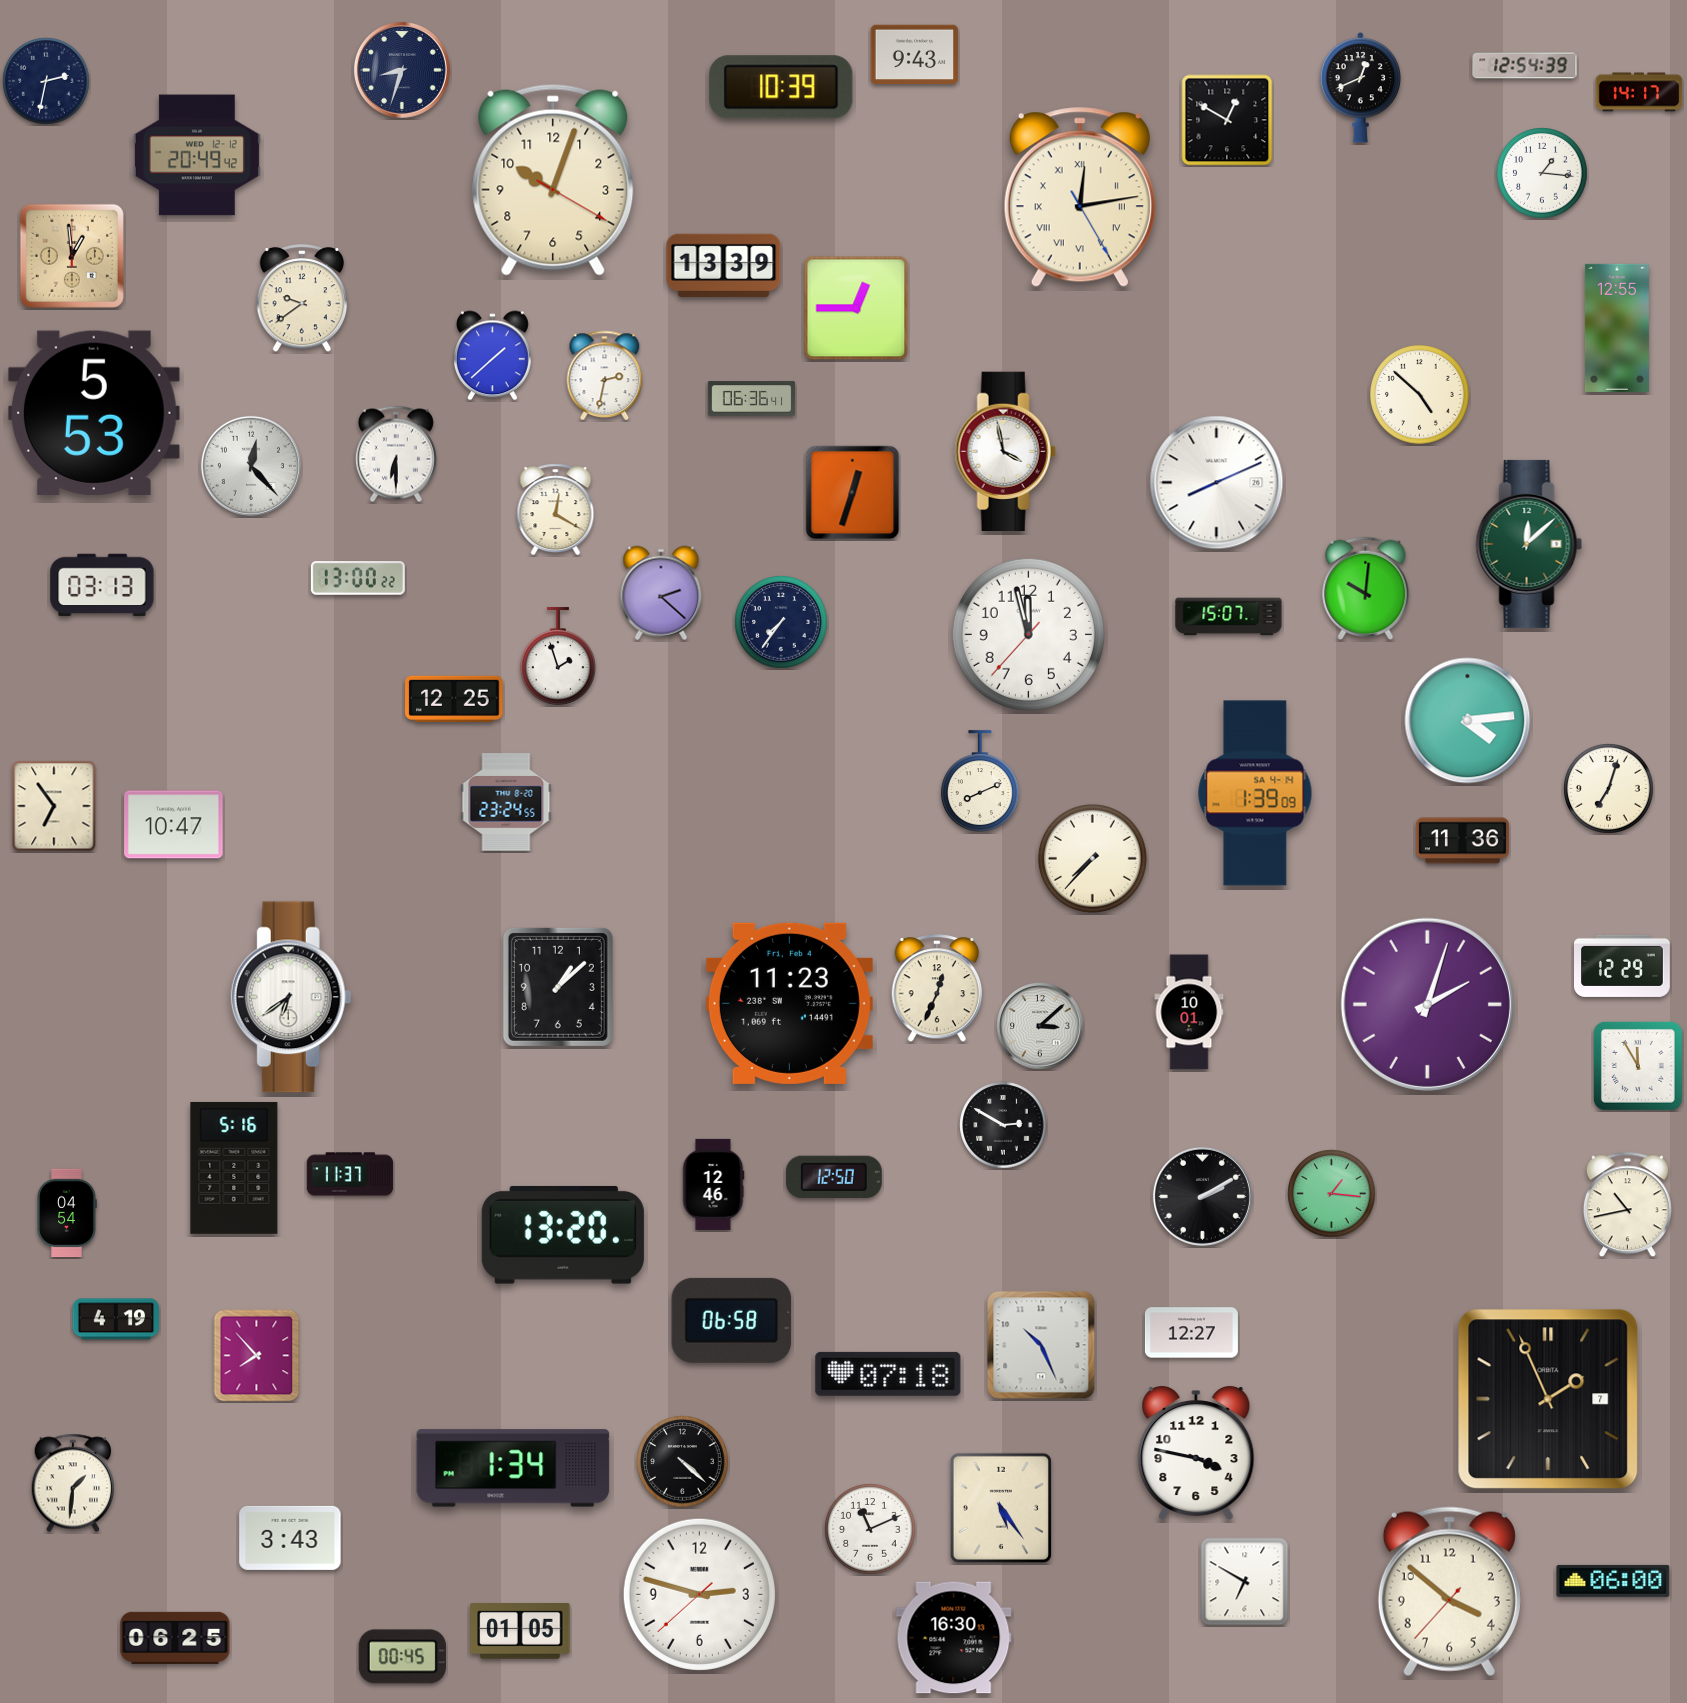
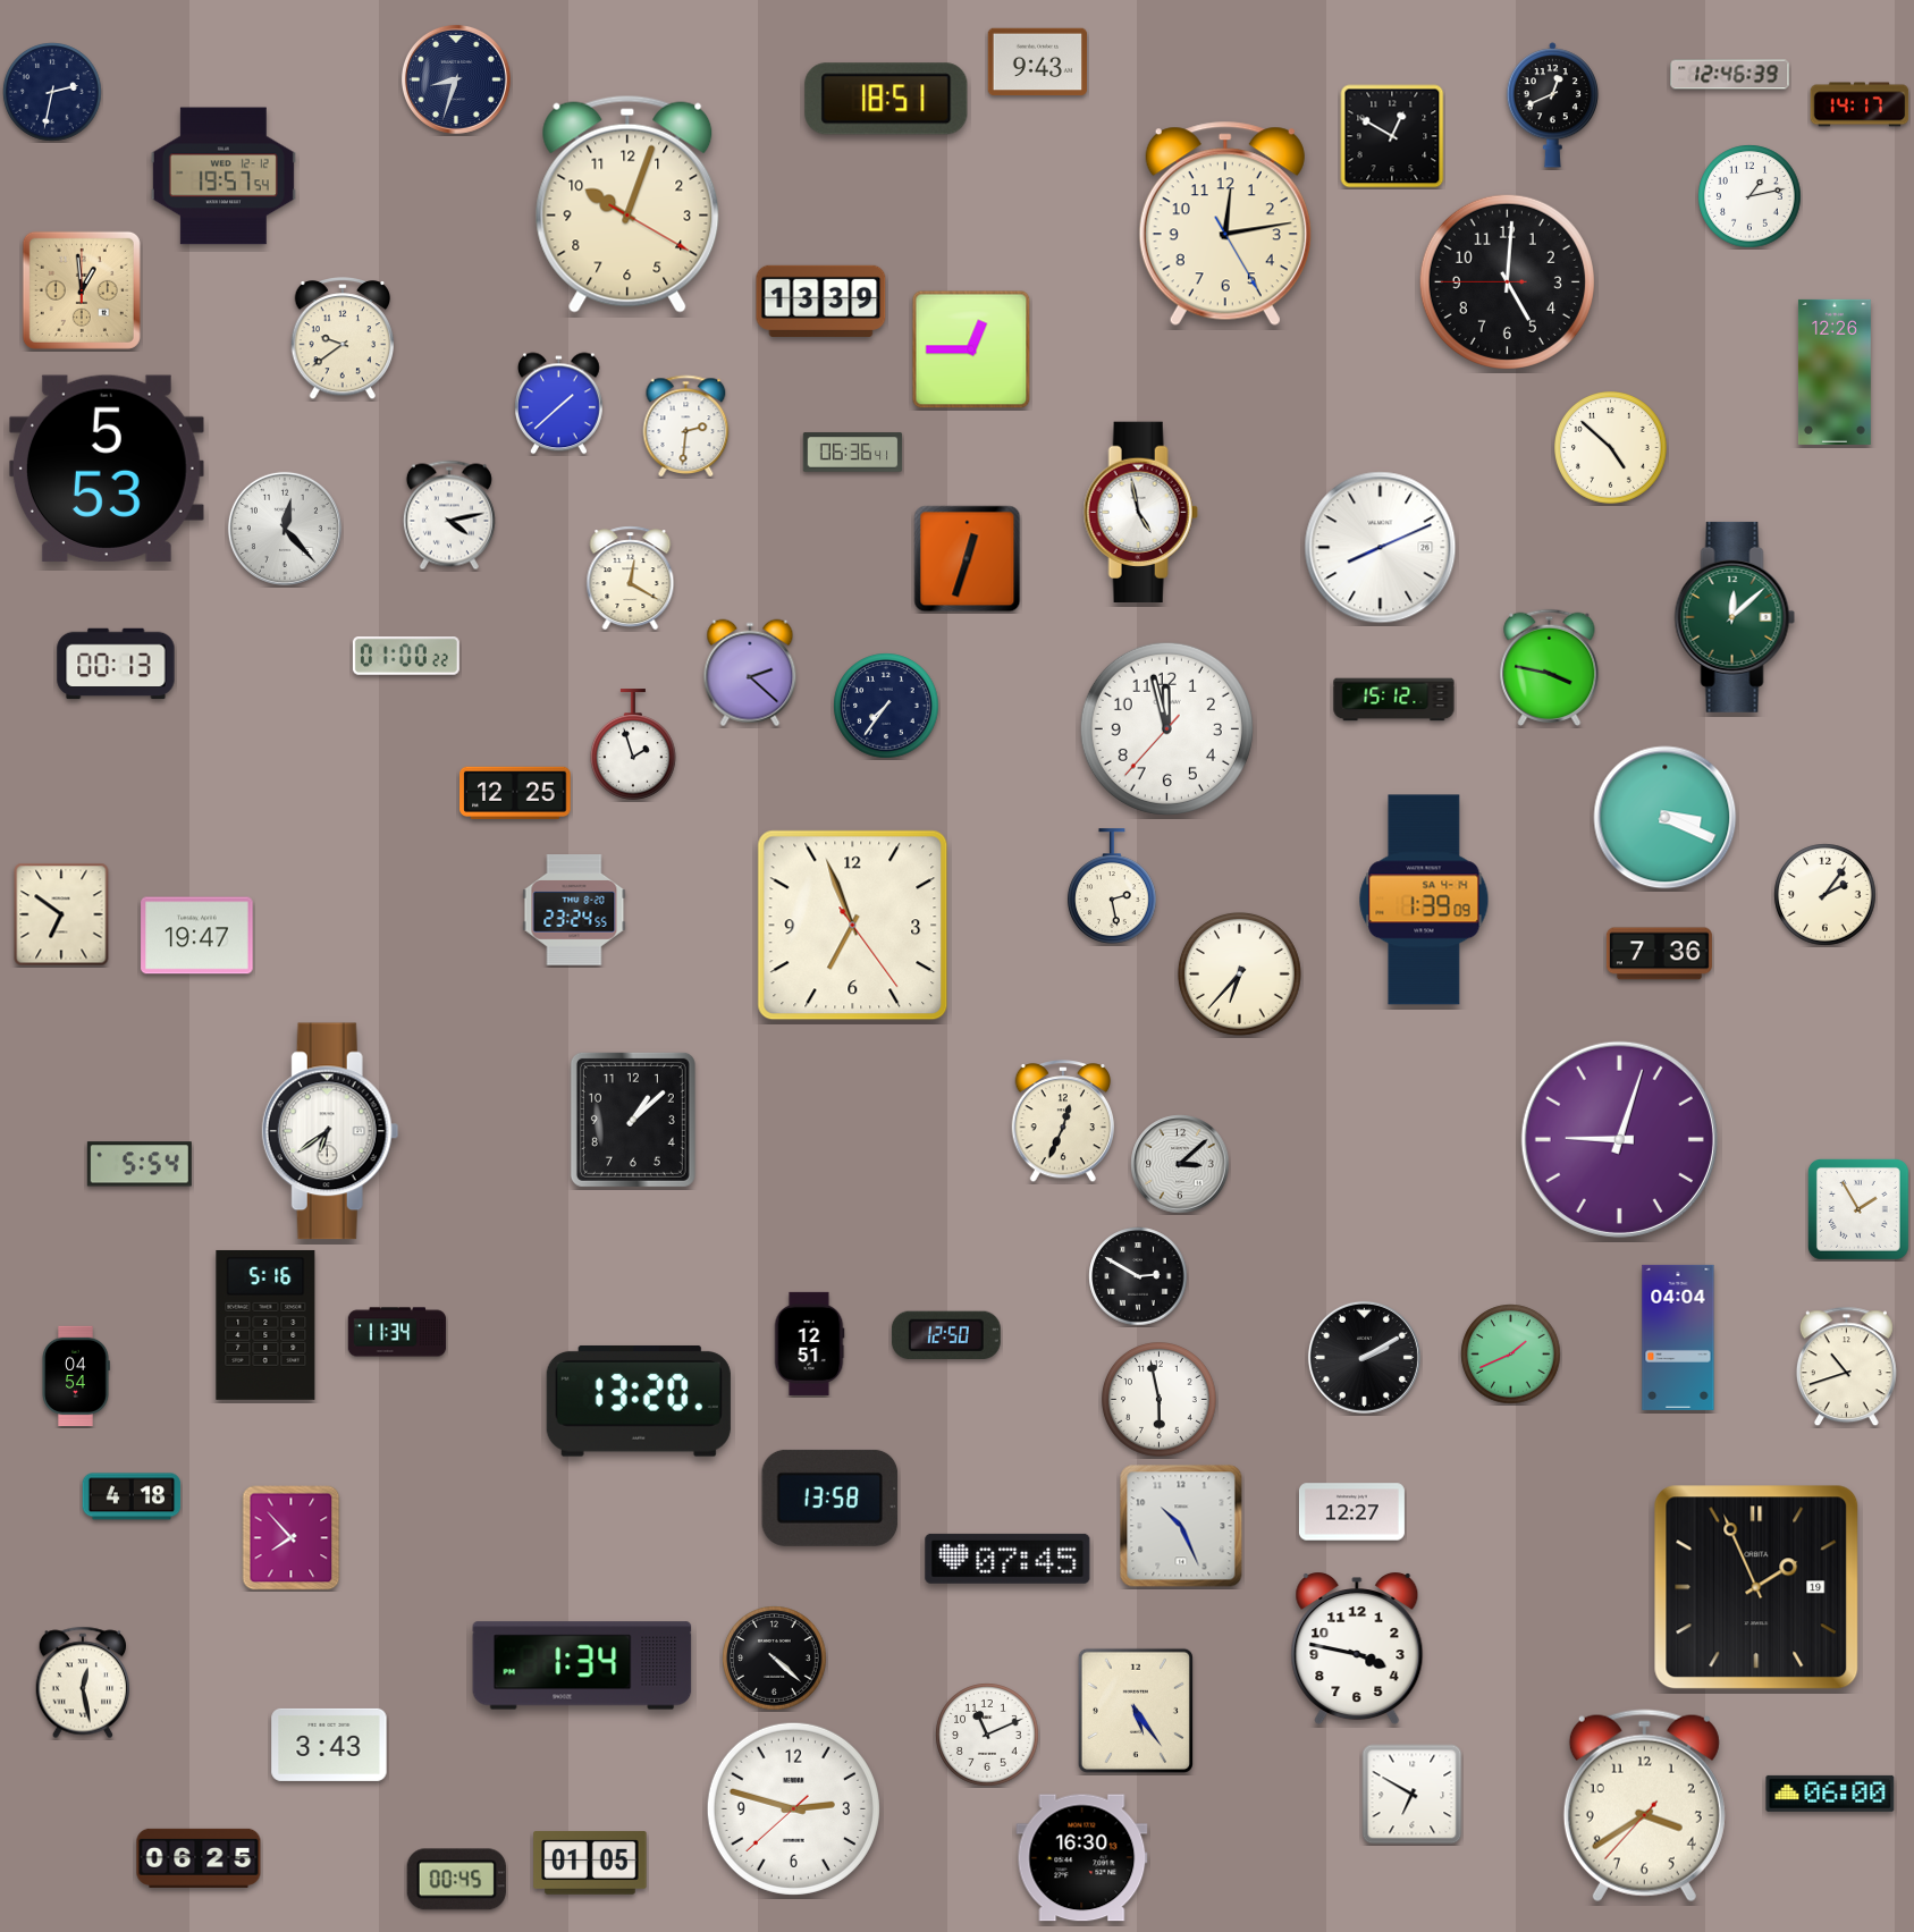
clock at (1525, 66): 12:54 -> 12:46
clock at (781, 87): 10:39 -> 18:51
clock at (1360, 88) position: (1360, 88) -> (1552, 106)
clock at (197, 155): 20:49 -> 19:57
clock at (1542, 173): 1:16 -> 1:13
clock at (1080, 197) numerals: Roman -> Arabic
clock at (1507, 281): none -> 5:00
clock at (1617, 328): 12:55 -> 12:26
clock at (605, 375): 2:32 -> 2:31
clock at (1005, 451): 3:58 -> 4:58
clock at (396, 454): 6:30 -> 4:13
clock at (358, 579): 13:00 -> 01:00
clock at (102, 585): 03:13 -> 00:13
clock at (1366, 588): 10:01 -> 3:47
clock at (1229, 617): 15:07 -> 15:12
clock at (1028, 634) position: (1028, 634) -> (1166, 728)
clock at (1468, 721): 4:14 -> 3:19
clock at (980, 781): 8:11 -> 2:28
clock at (1609, 789): 7:03 -> 2:06
clock at (54, 806): 6:54 -> 6:51
clock at (853, 926): none -> 6:56
clock at (174, 825): 10:47 -> 19:47
clock at (1462, 841): 11:36 -> 7:36
clock at (1092, 858): 7:37 -> 6:37
clock at (1623, 966): 12:29 -> none
clock at (789, 1003): 11:23 -> none
clock at (1427, 1004): 2:03 -> 9:03
clock at (1189, 1012): 10:01 -> none
clock at (140, 1164): none -> 5:54
clock at (1638, 1066): 11:55 -> 1:55
clock at (350, 1174): 11:37 -> 11:34
clock at (1678, 1338): none -> 04:04
clock at (713, 1184): 12:46 -> 12:51
clock at (1332, 1194): 1:16 -> 1:41
clock at (1627, 1205): 10:43 -> 10:42
clock at (1160, 1400): none -> 5:58
clock at (116, 1319): 4:19 -> 4:18
clock at (732, 1320): 06:58 -> 13:58
clock at (888, 1374): 07:18 -> 07:45
clock at (1548, 1399) date: 7 -> 19
clock at (73, 1483): 1:31 -> 12:28
clock at (1449, 1592): 3:51 -> 3:39
clock at (520, 1632) position: (520, 1632) -> (590, 1864)
